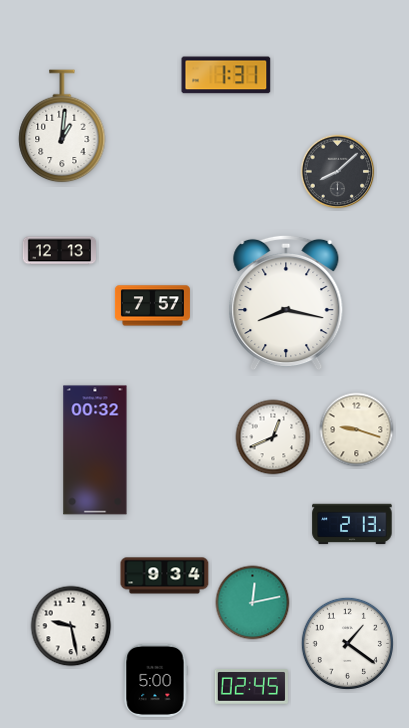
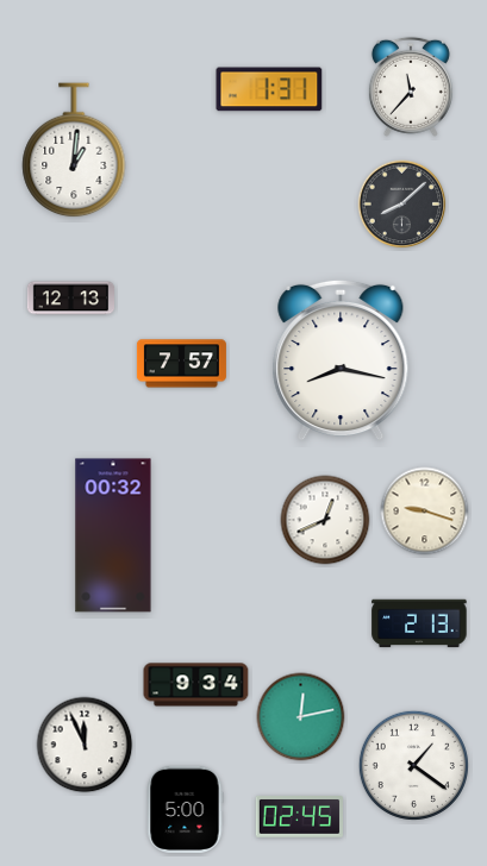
clock at (411, 87): none -> 11:37
clock at (71, 626): 9:28 -> 11:56
